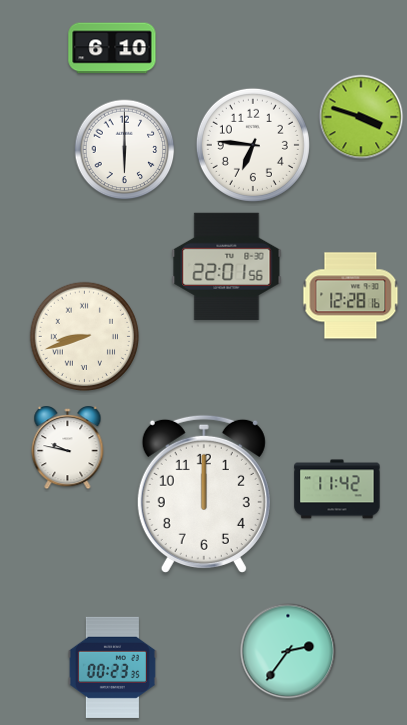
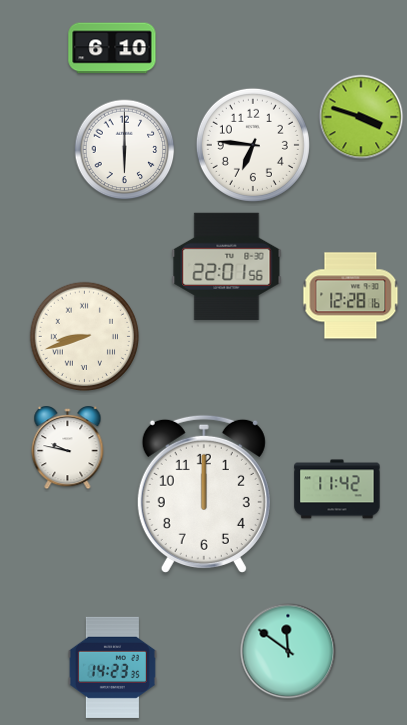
clock at (288, 651): 2:36 -> 11:51
clock at (112, 667): 00:23 -> 14:23
